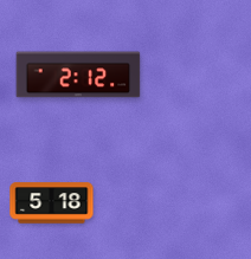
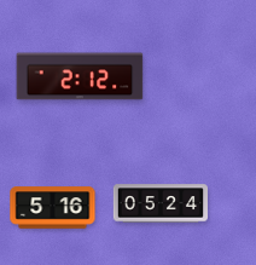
clock at (159, 203): none -> 05:24
clock at (52, 203): 5:18 -> 5:16
